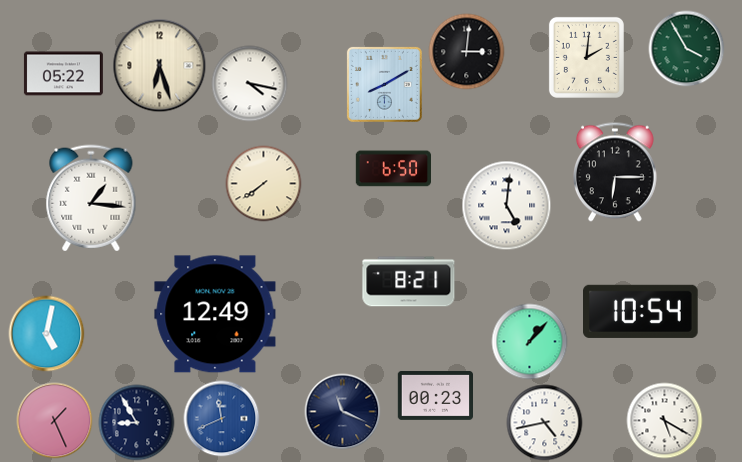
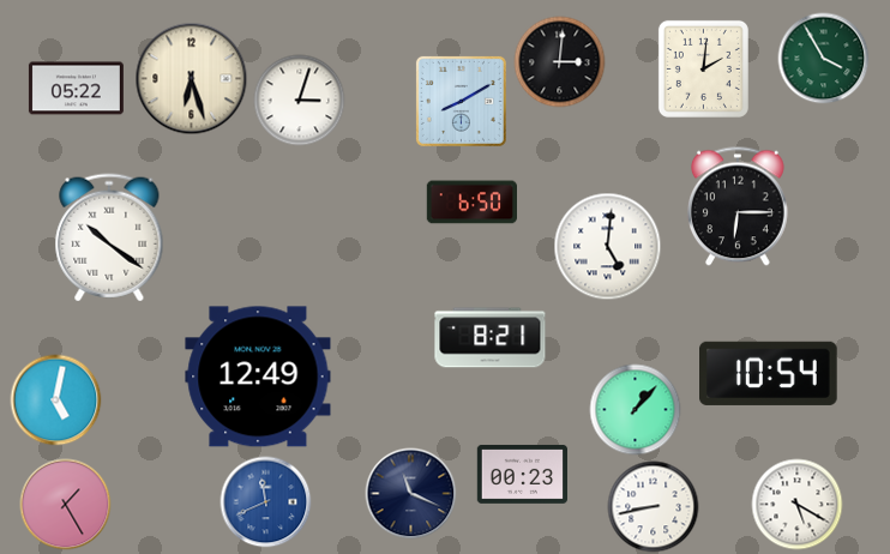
clock at (250, 84): 4:17 -> 3:03
clock at (264, 184): 7:39 -> none
clock at (91, 198): 1:16 -> 10:21
clock at (55, 421): 1:26 -> 1:25
clock at (137, 423): 8:55 -> none
clock at (545, 423): 4:43 -> 8:43
